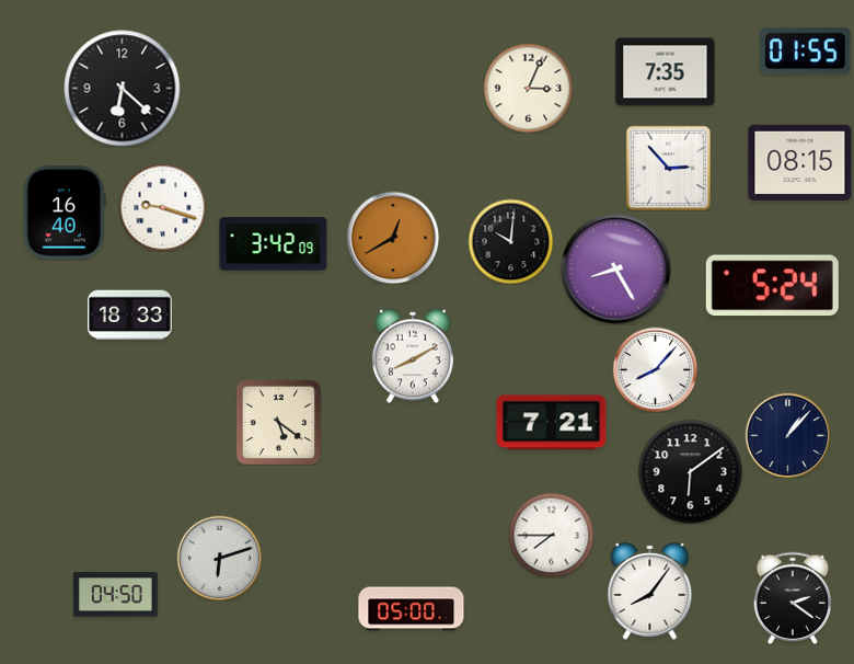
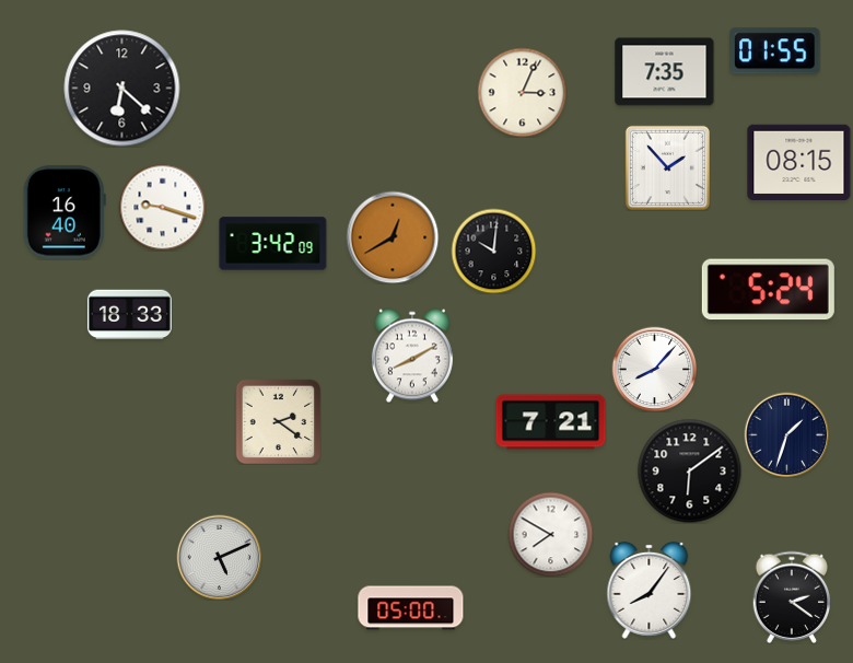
clock at (806, 51) position: (806, 51) -> (775, 51)
clock at (528, 88) position: (528, 88) -> (522, 92)
clock at (668, 168): 2:53 -> 1:53
clock at (510, 241) position: (510, 241) -> (493, 251)
clock at (616, 270): 8:25 -> none
clock at (772, 286) position: (772, 286) -> (768, 290)
clock at (278, 422): 5:21 -> 2:21
clock at (787, 435): 1:07 -> 1:33
clock at (551, 535): 7:45 -> 7:50
clock at (219, 558): 6:12 -> 5:11
clock at (115, 595): 04:50 -> none
